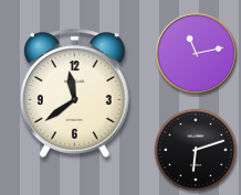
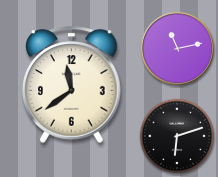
clock at (75, 93) position: (75, 93) -> (72, 84)
